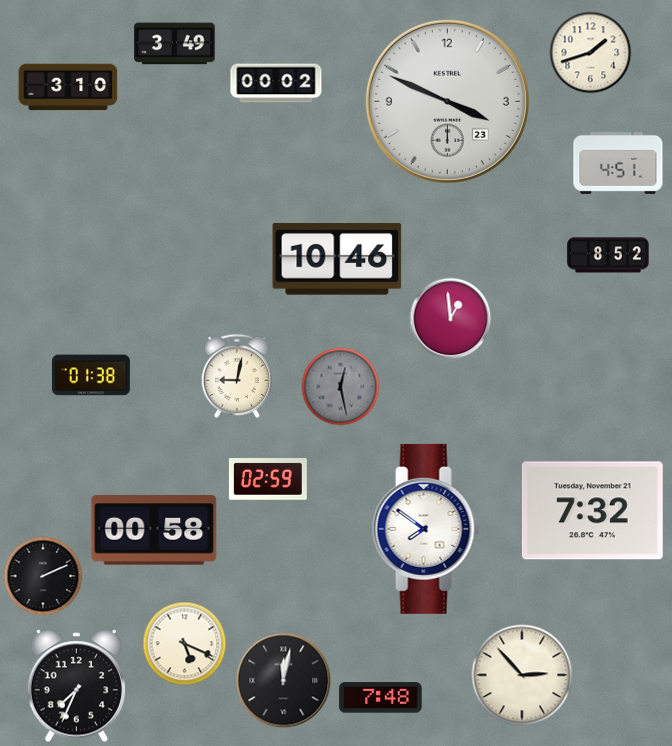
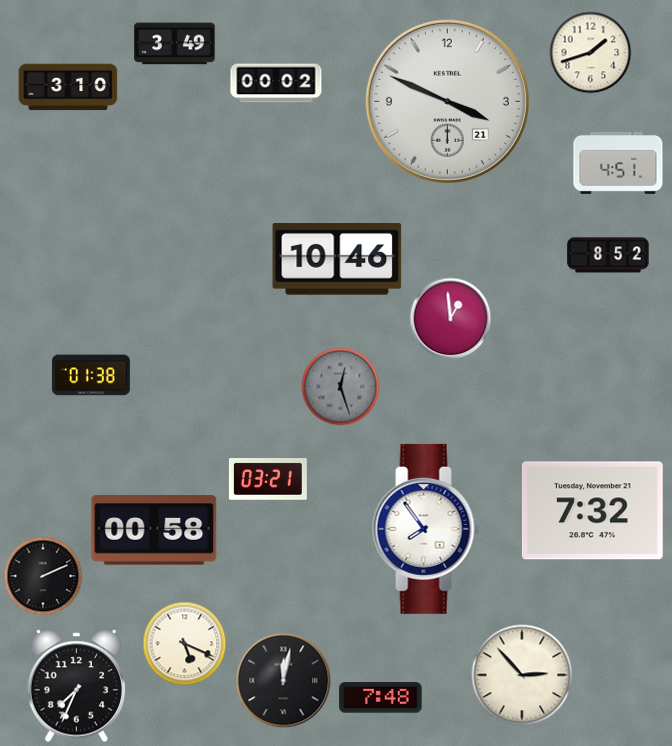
clock at (447, 101) date: 23 -> 21
clock at (237, 376): 9:02 -> none
clock at (341, 387): 12:28 -> 12:27
clock at (268, 480): 02:59 -> 03:21
clock at (426, 529): 7:51 -> 7:54
